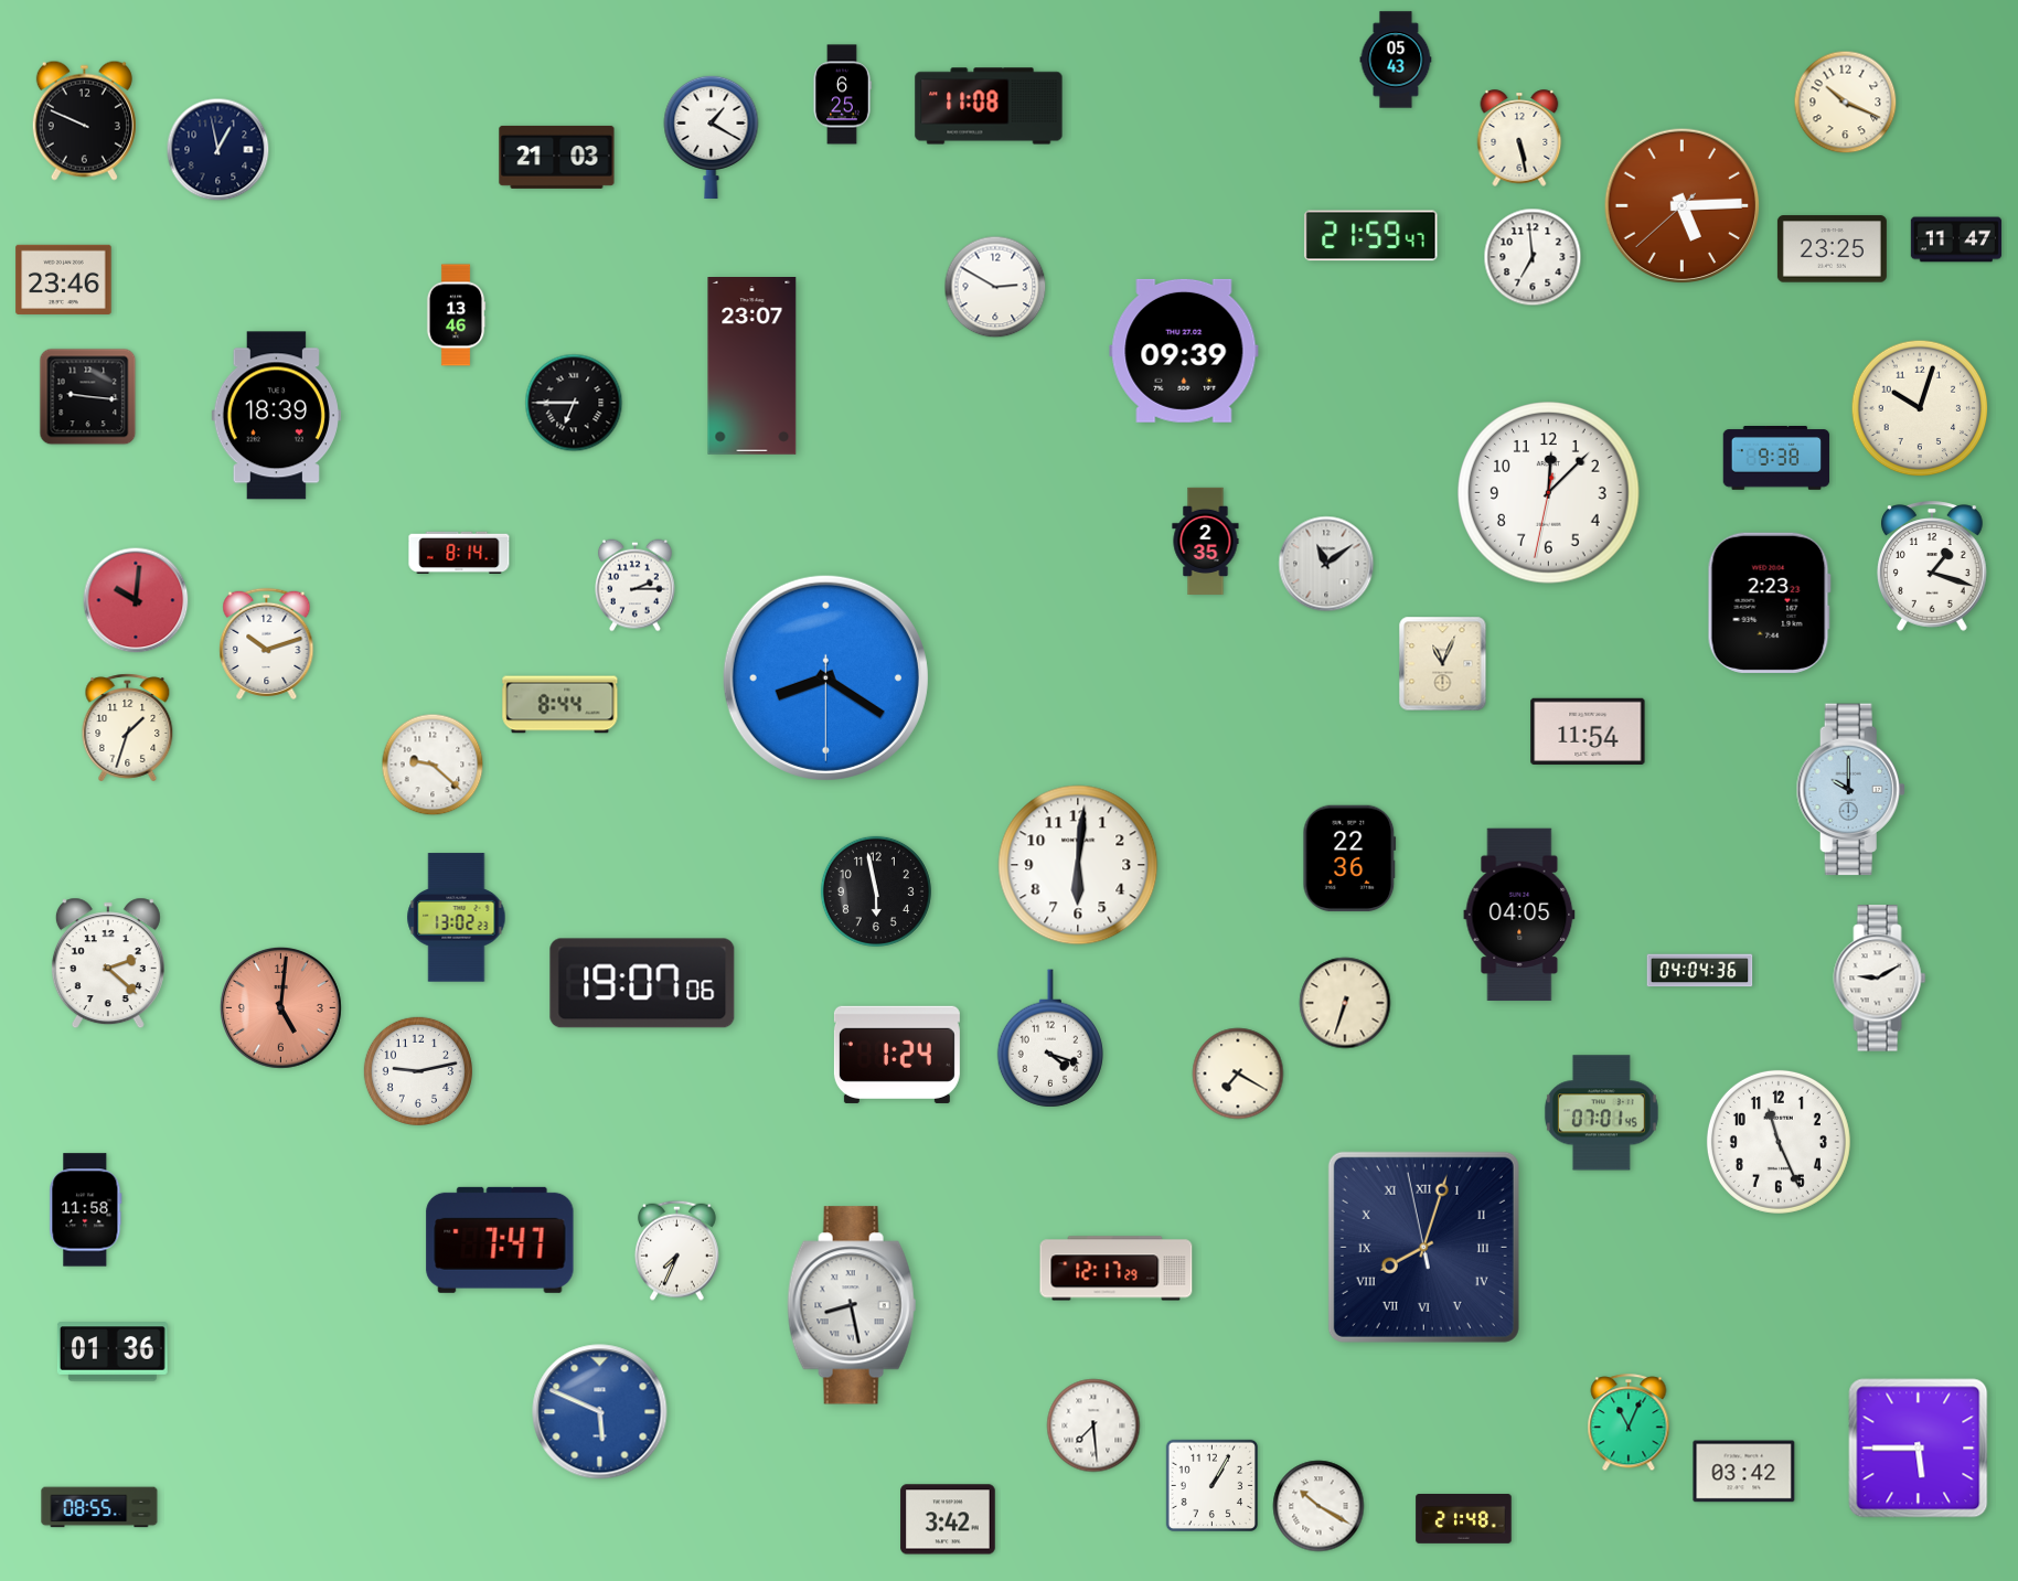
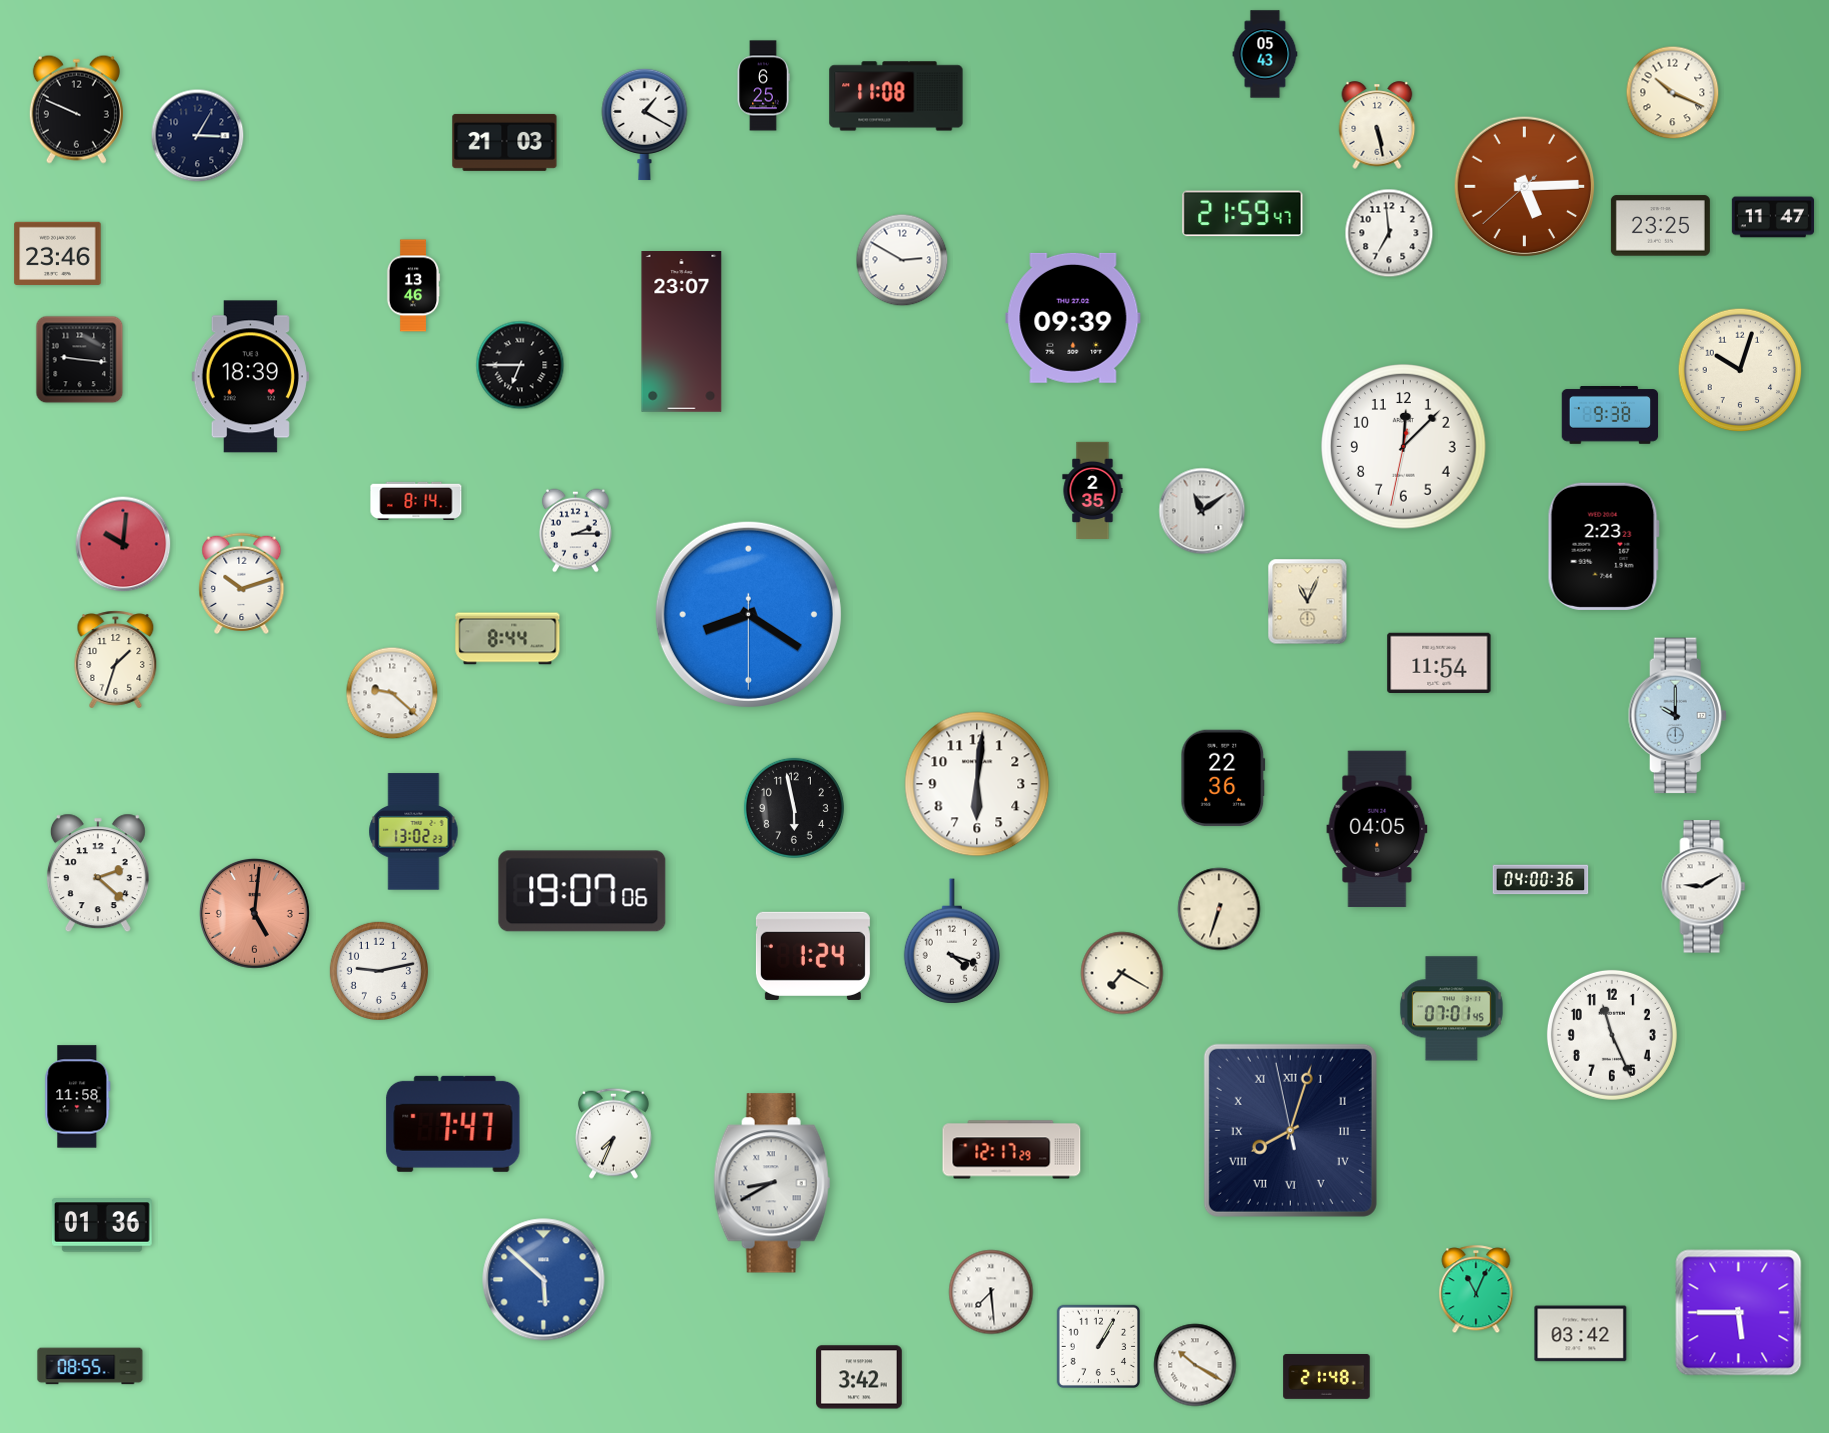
clock at (218, 150): 12:58 -> 3:05
clock at (1932, 566): 1:18 -> none
clock at (1700, 971): 04:04 -> 04:00
clock at (852, 1305): 8:28 -> 8:40
clock at (600, 1412): 5:49 -> 5:52
